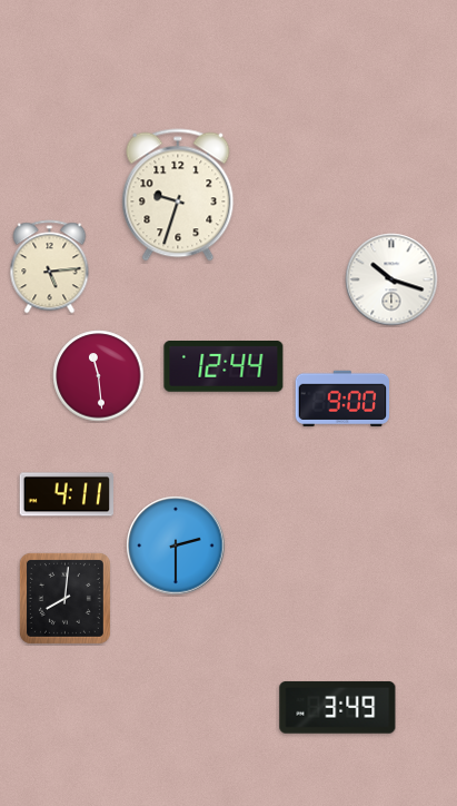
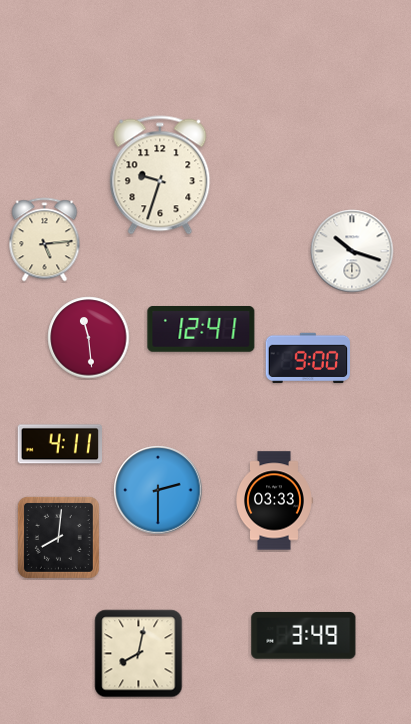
clock at (223, 367): 12:44 -> 12:41
clock at (274, 501): none -> 03:33
clock at (139, 654): none -> 8:02
